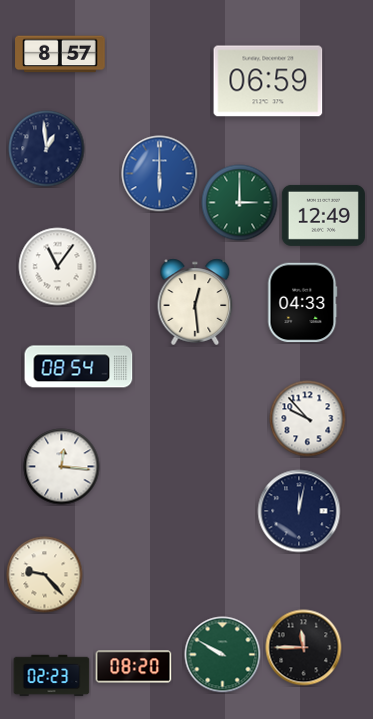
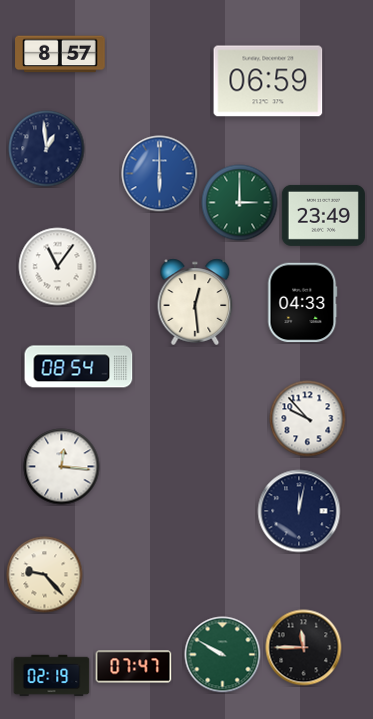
clock at (323, 215): 12:49 -> 23:49
clock at (134, 667): 08:20 -> 07:47
clock at (52, 676): 02:23 -> 02:19
